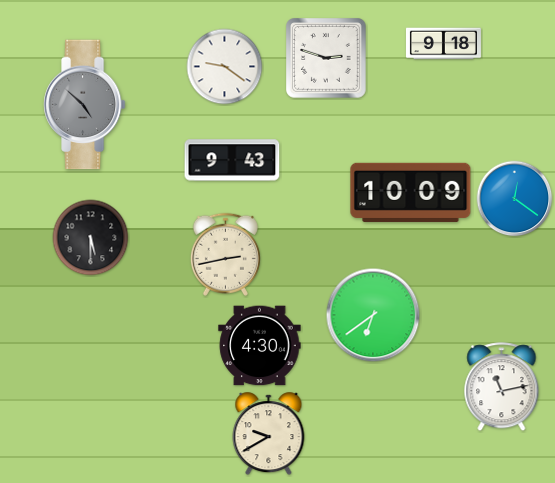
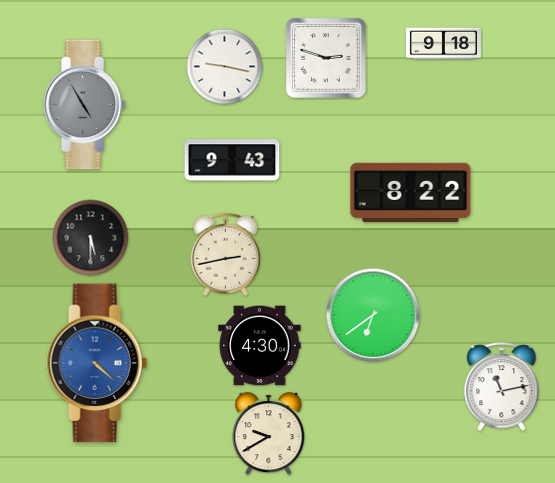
clock at (225, 67): 9:21 -> 9:17
clock at (84, 105): 4:52 -> 4:55
clock at (411, 192): 10:09 -> 8:22
clock at (515, 199): 12:21 -> none
clock at (97, 363): none -> 4:22
